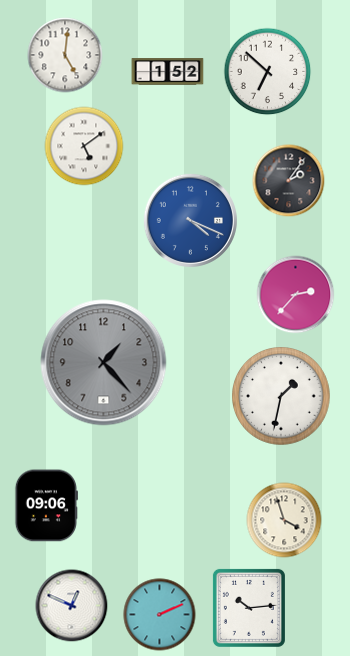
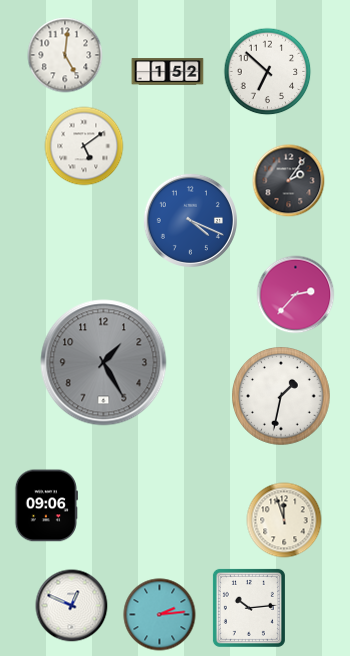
clock at (104, 363): 1:23 -> 1:25
clock at (284, 520): 3:57 -> 11:57
clock at (160, 615): 2:11 -> 2:14
